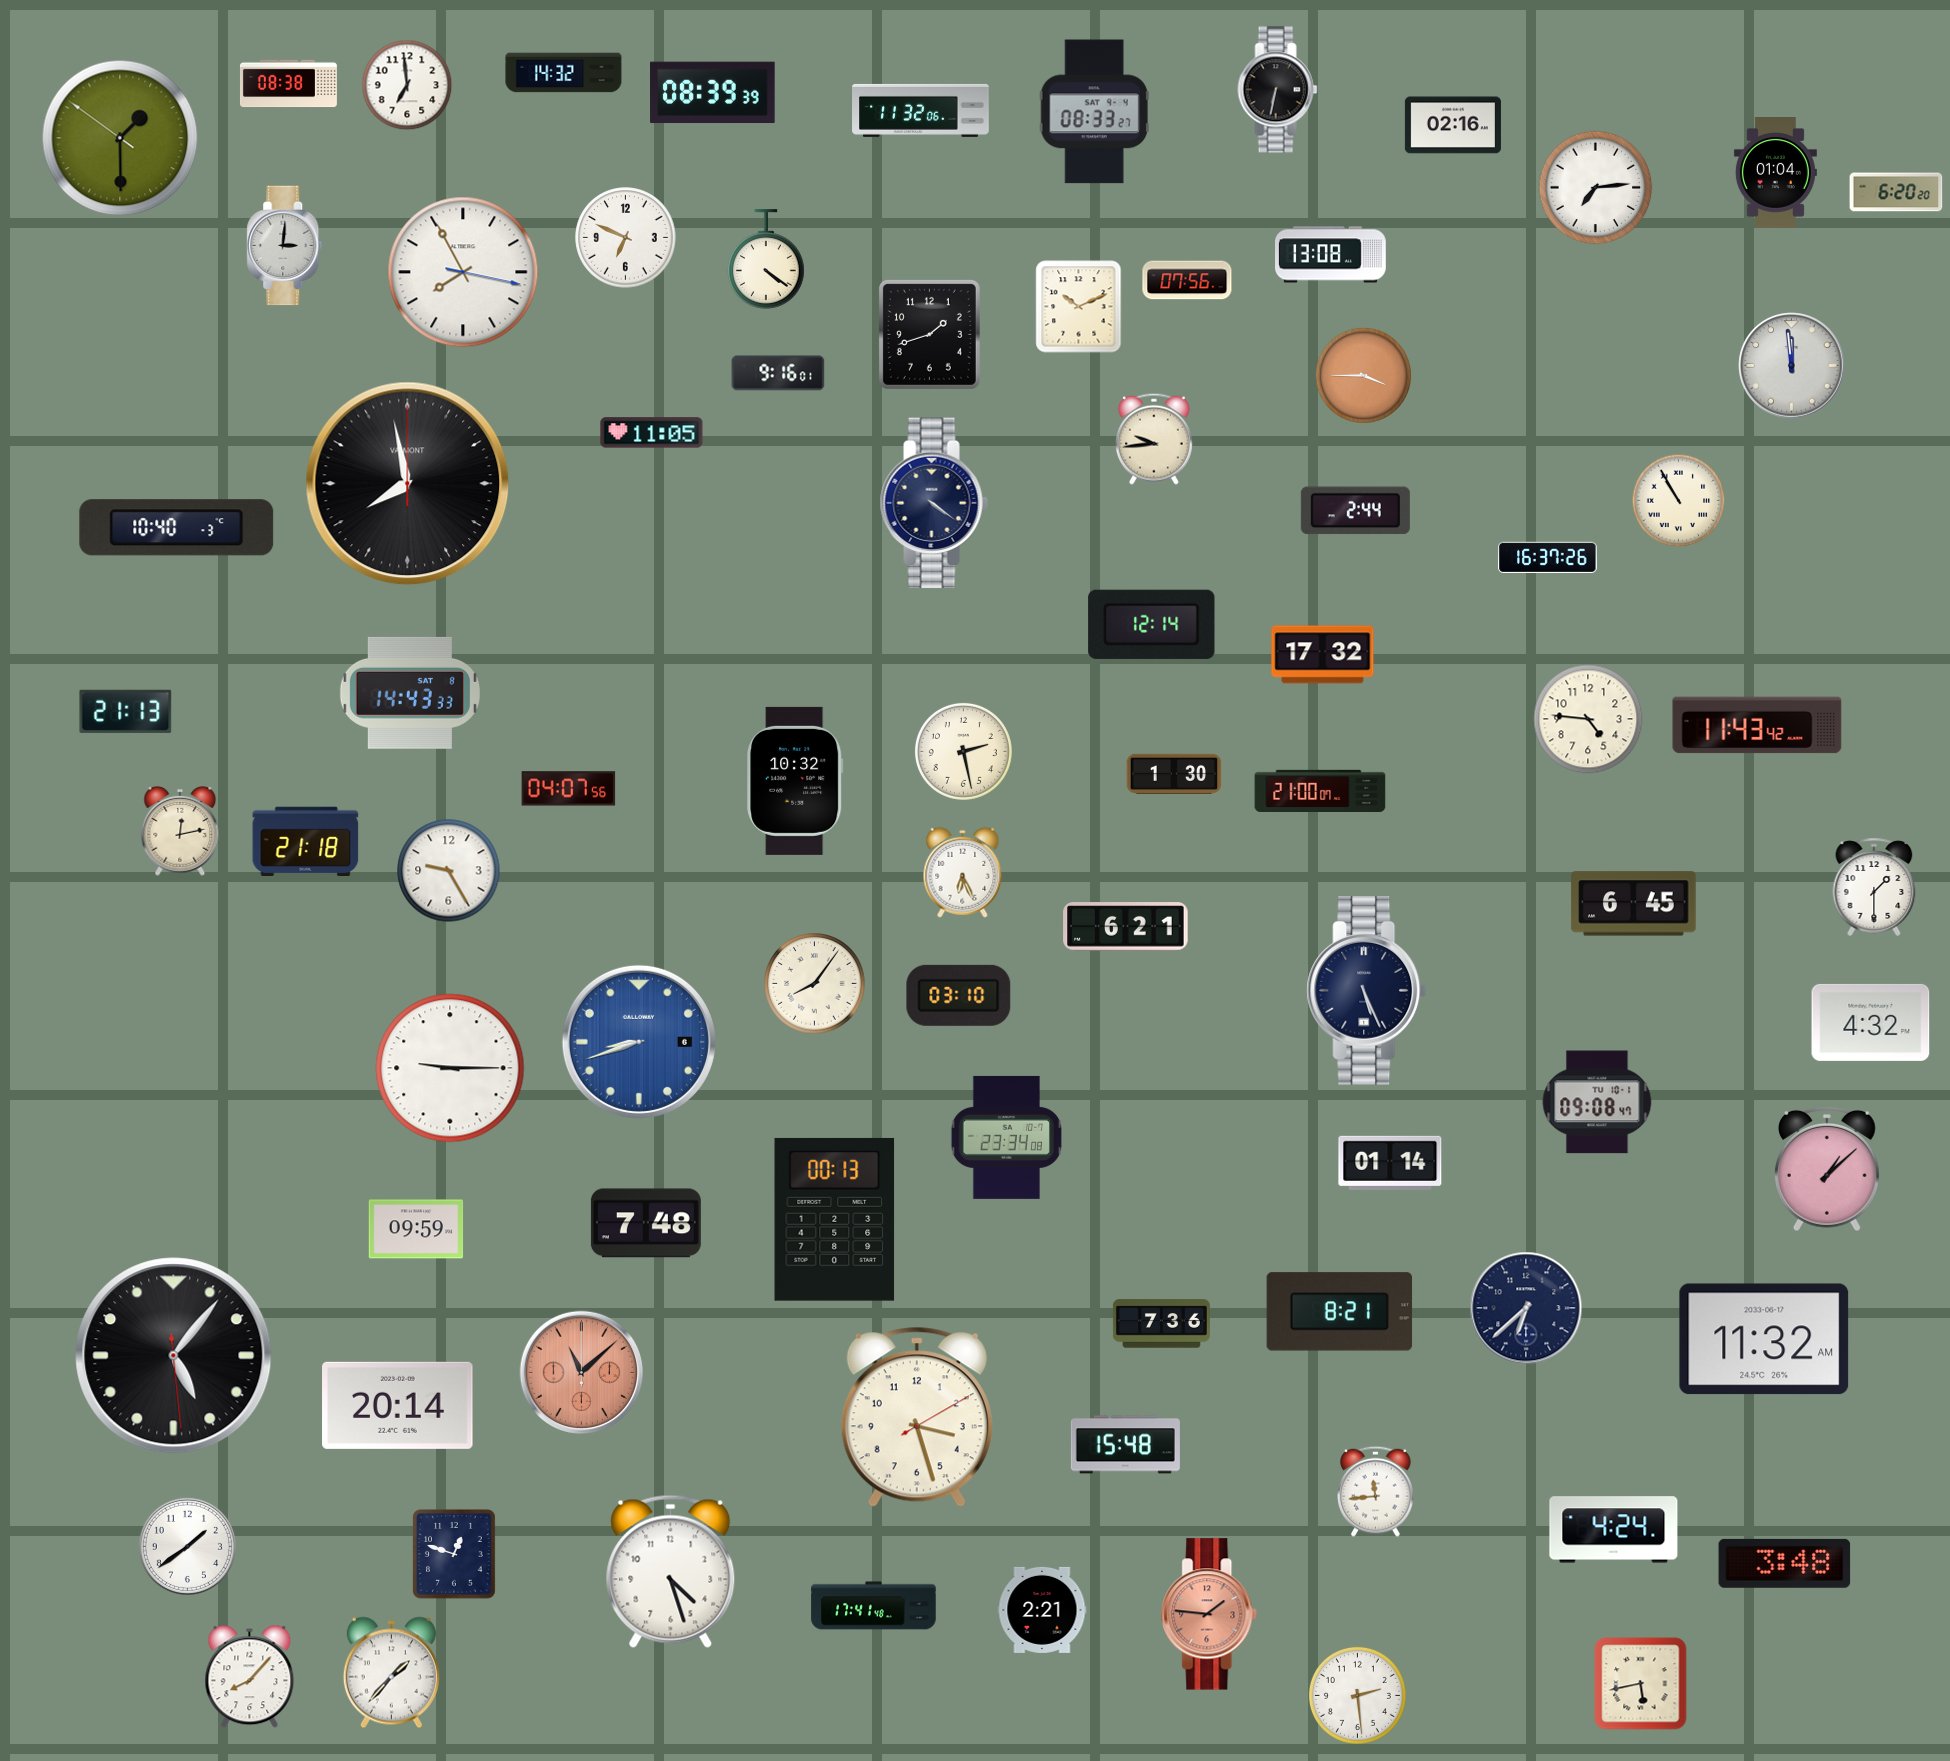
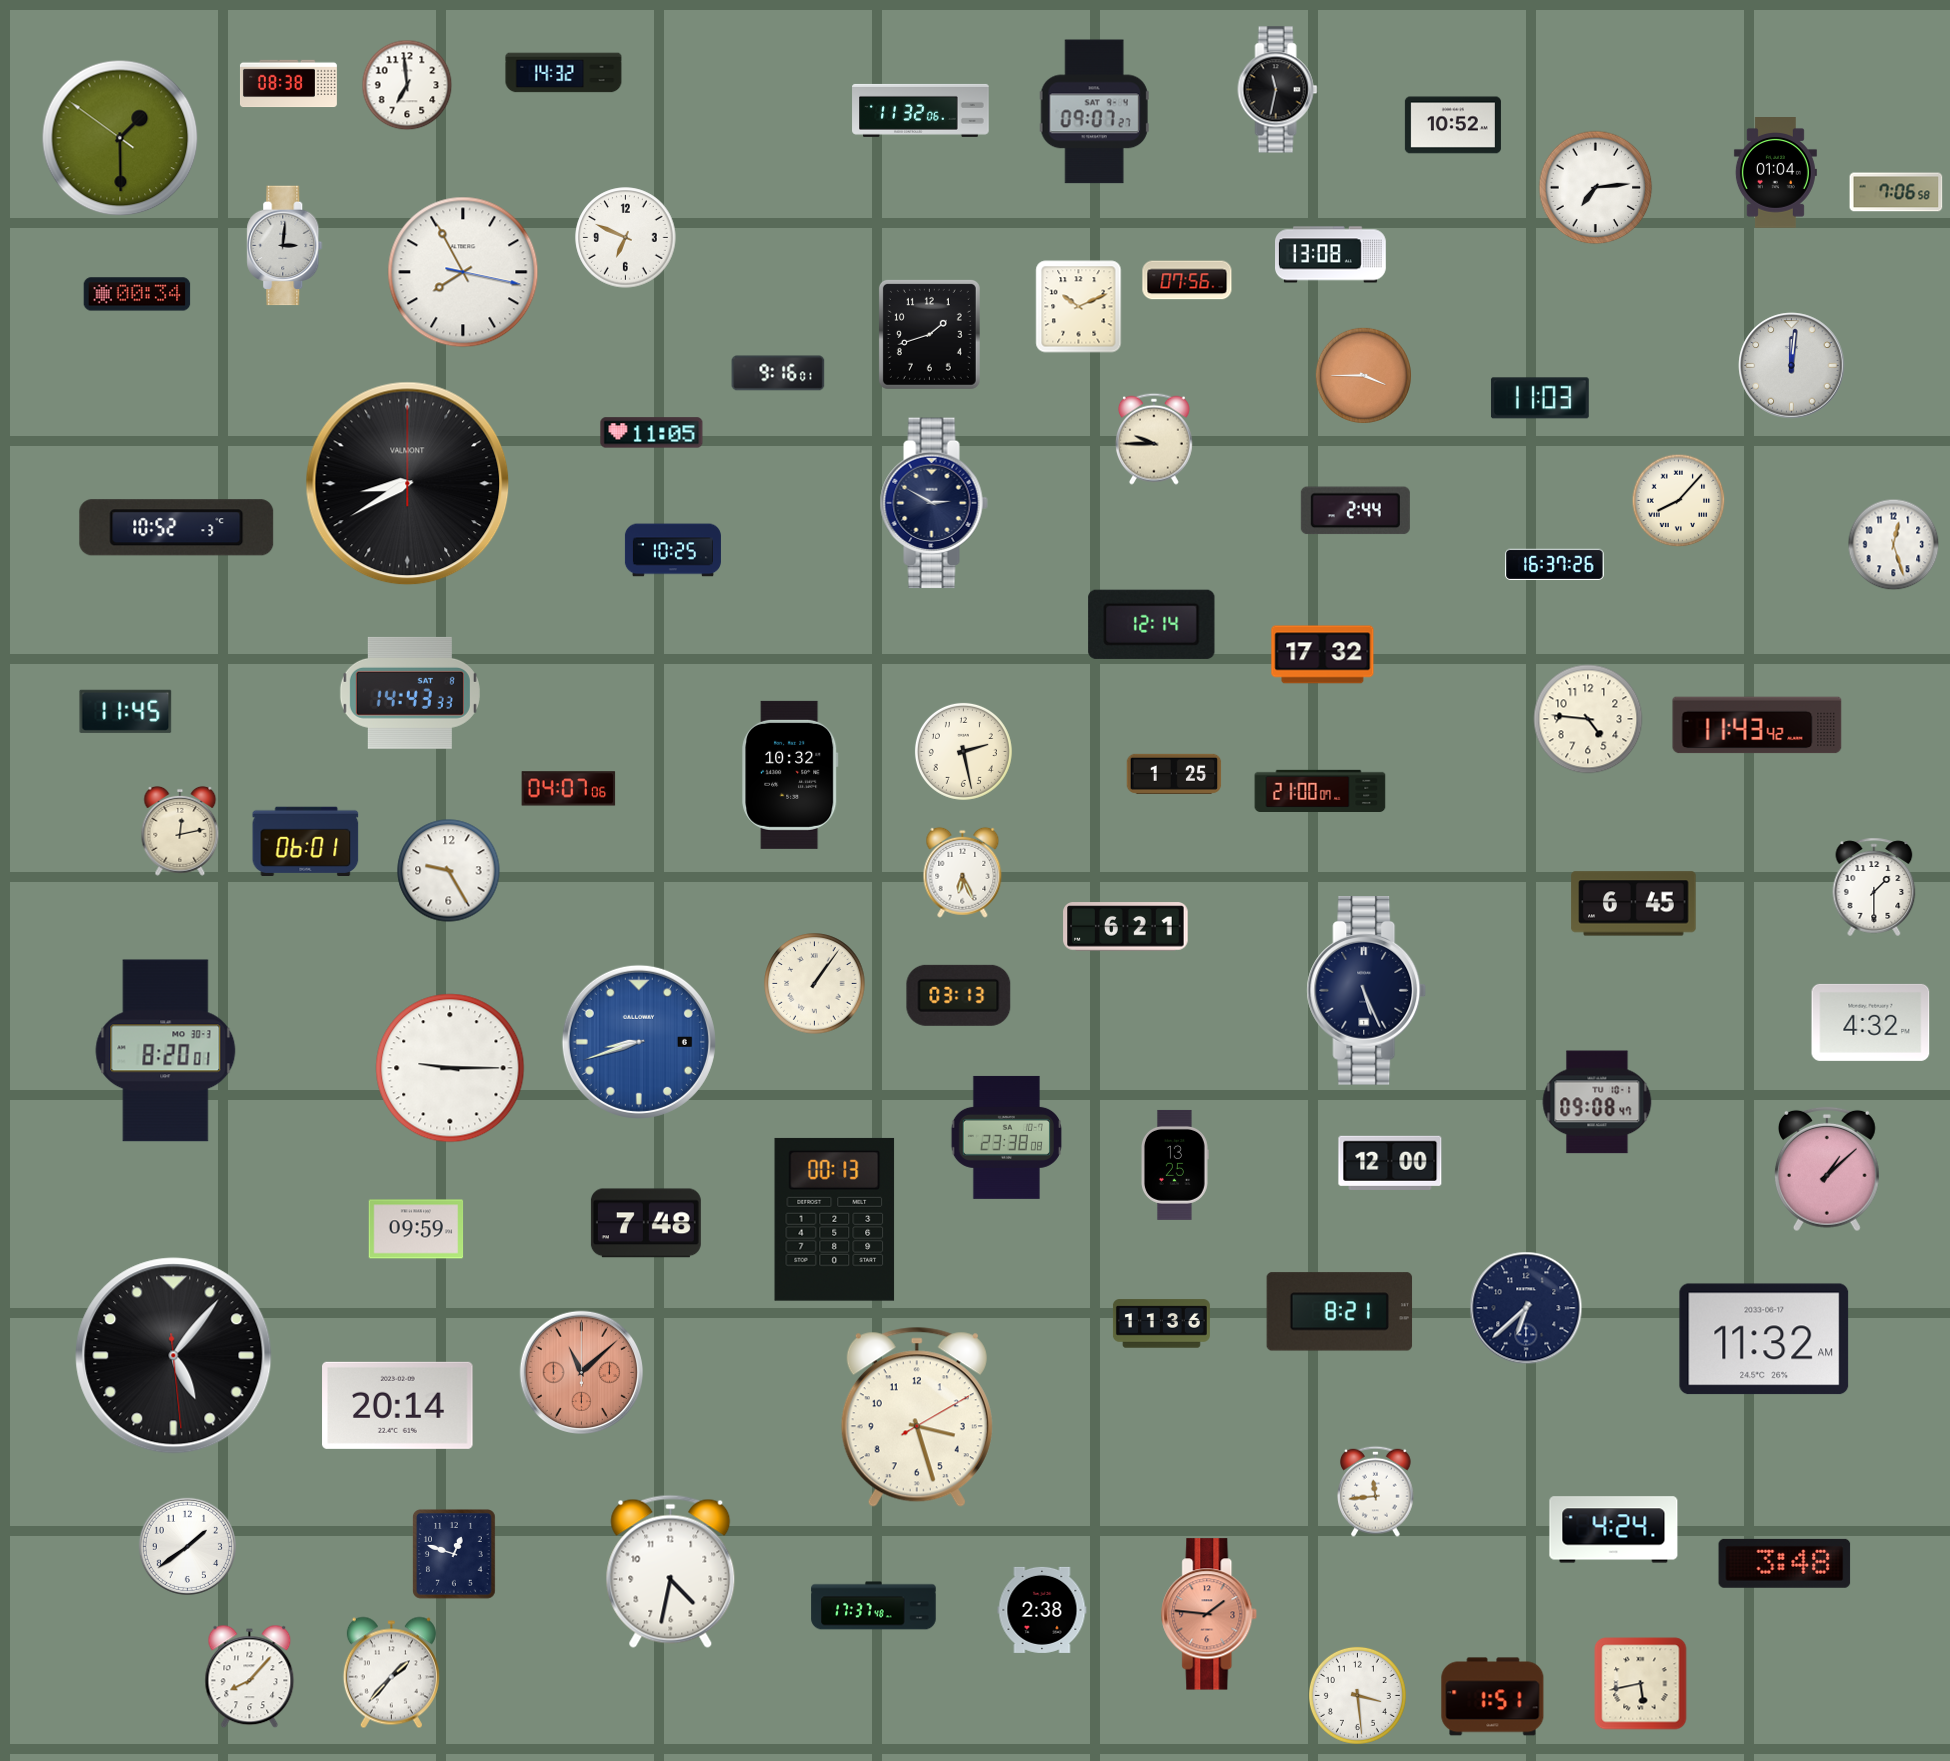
clock at (1278, 90): 6:32 -> 11:32
clock at (713, 93): 08:39 -> none
clock at (1094, 112): 08:33 -> 09:07
clock at (1453, 125): 02:16 -> 10:52
clock at (1896, 192): 6:20 -> 7:06
clock at (767, 259): 4:21 -> none
clock at (137, 294): none -> 00:34
clock at (1792, 366): 11:59 -> 12:01
clock at (1540, 398): none -> 11:03
clock at (1154, 439): 9:44 -> 9:45
clock at (408, 484): 7:58 -> 8:40
clock at (1679, 501): 10:55 -> 8:07
clock at (934, 503): 4:21 -> 2:50
clock at (177, 528): 10:40 -> 10:52
clock at (1894, 545): none -> 12:27
clock at (673, 550): none -> 10:25
clock at (1548, 557) position: (1548, 557) -> (1555, 564)
clock at (126, 711): 21:13 -> 11:45
clock at (1174, 774): 1:30 -> 1:25
clock at (795, 781) position: (795, 781) -> (790, 775)
clock at (569, 789): 04:07:56 -> 04:07:06
clock at (306, 841): 21:18 -> 06:01
clock at (815, 984): 8:06 -> 1:06
clock at (959, 995): 03:10 -> 03:13
clock at (166, 1051): none -> 8:20
clock at (1006, 1137): 23:34 -> 23:38
clock at (1390, 1163): 01:14 -> 12:00
clock at (1175, 1165): none -> 13:25
clock at (1161, 1324): 7:36 -> 11:36
clock at (1125, 1445): 15:48 -> none
clock at (671, 1571): 4:27 -> 4:32
clock at (874, 1606): 17:41 -> 17:37
clock at (1042, 1610): 2:21 -> 2:38
clock at (1357, 1695): 2:29 -> 3:29
clock at (1493, 1697): none -> 1:51
